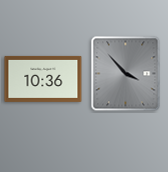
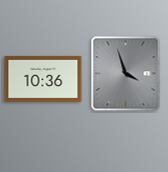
clock at (126, 74): 3:53 -> 3:57
